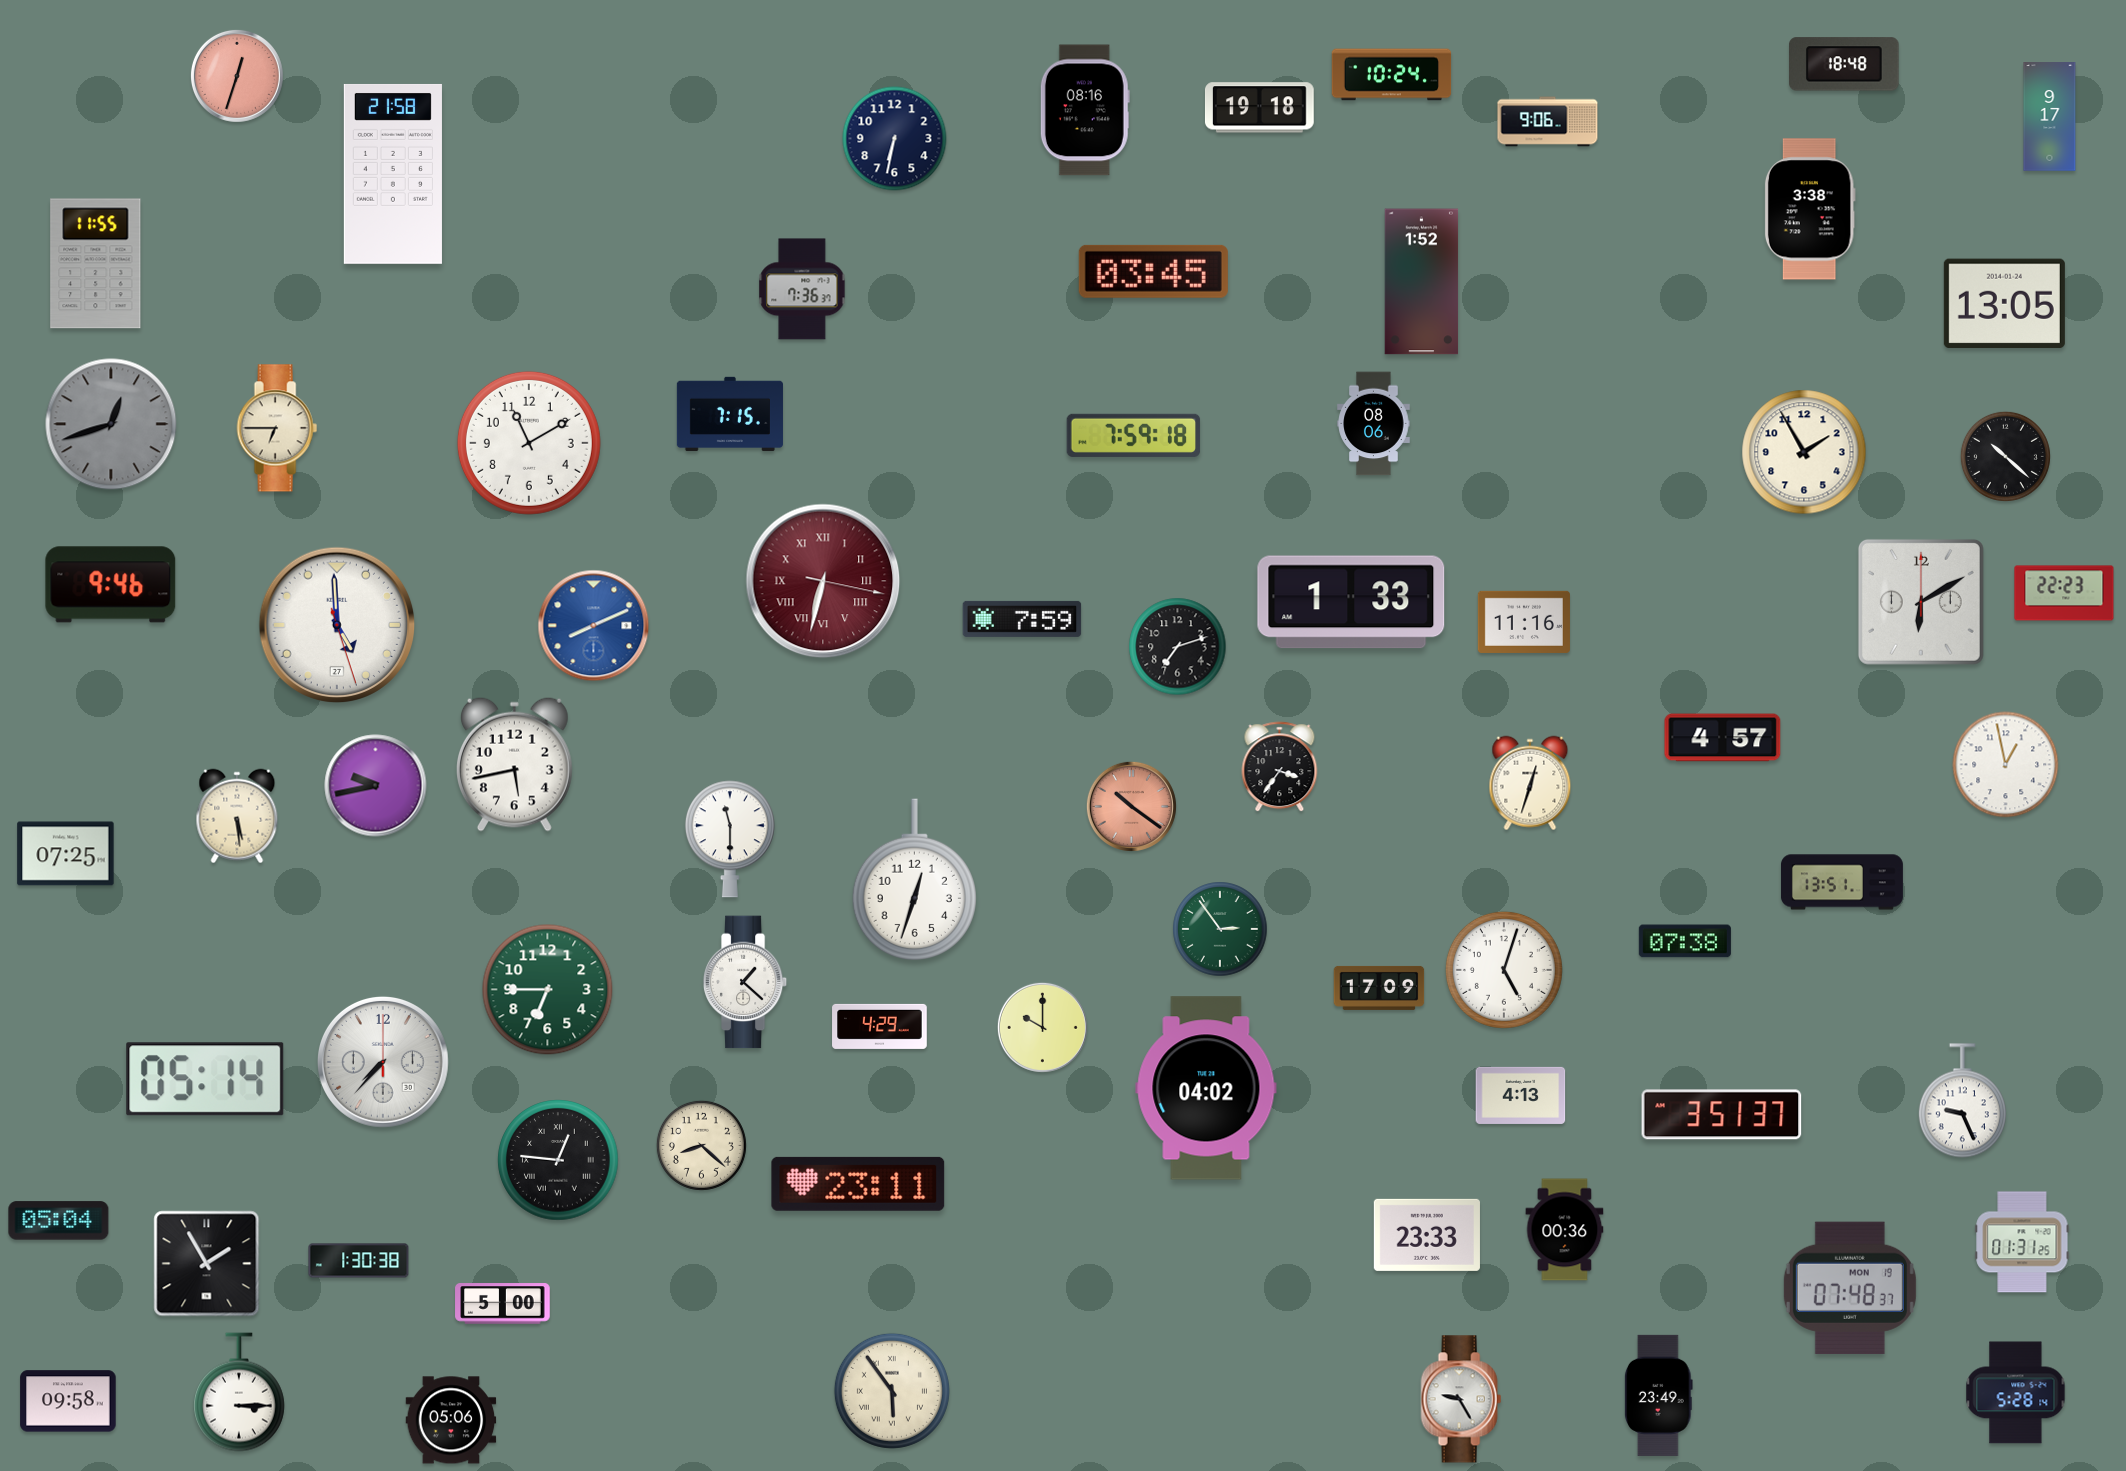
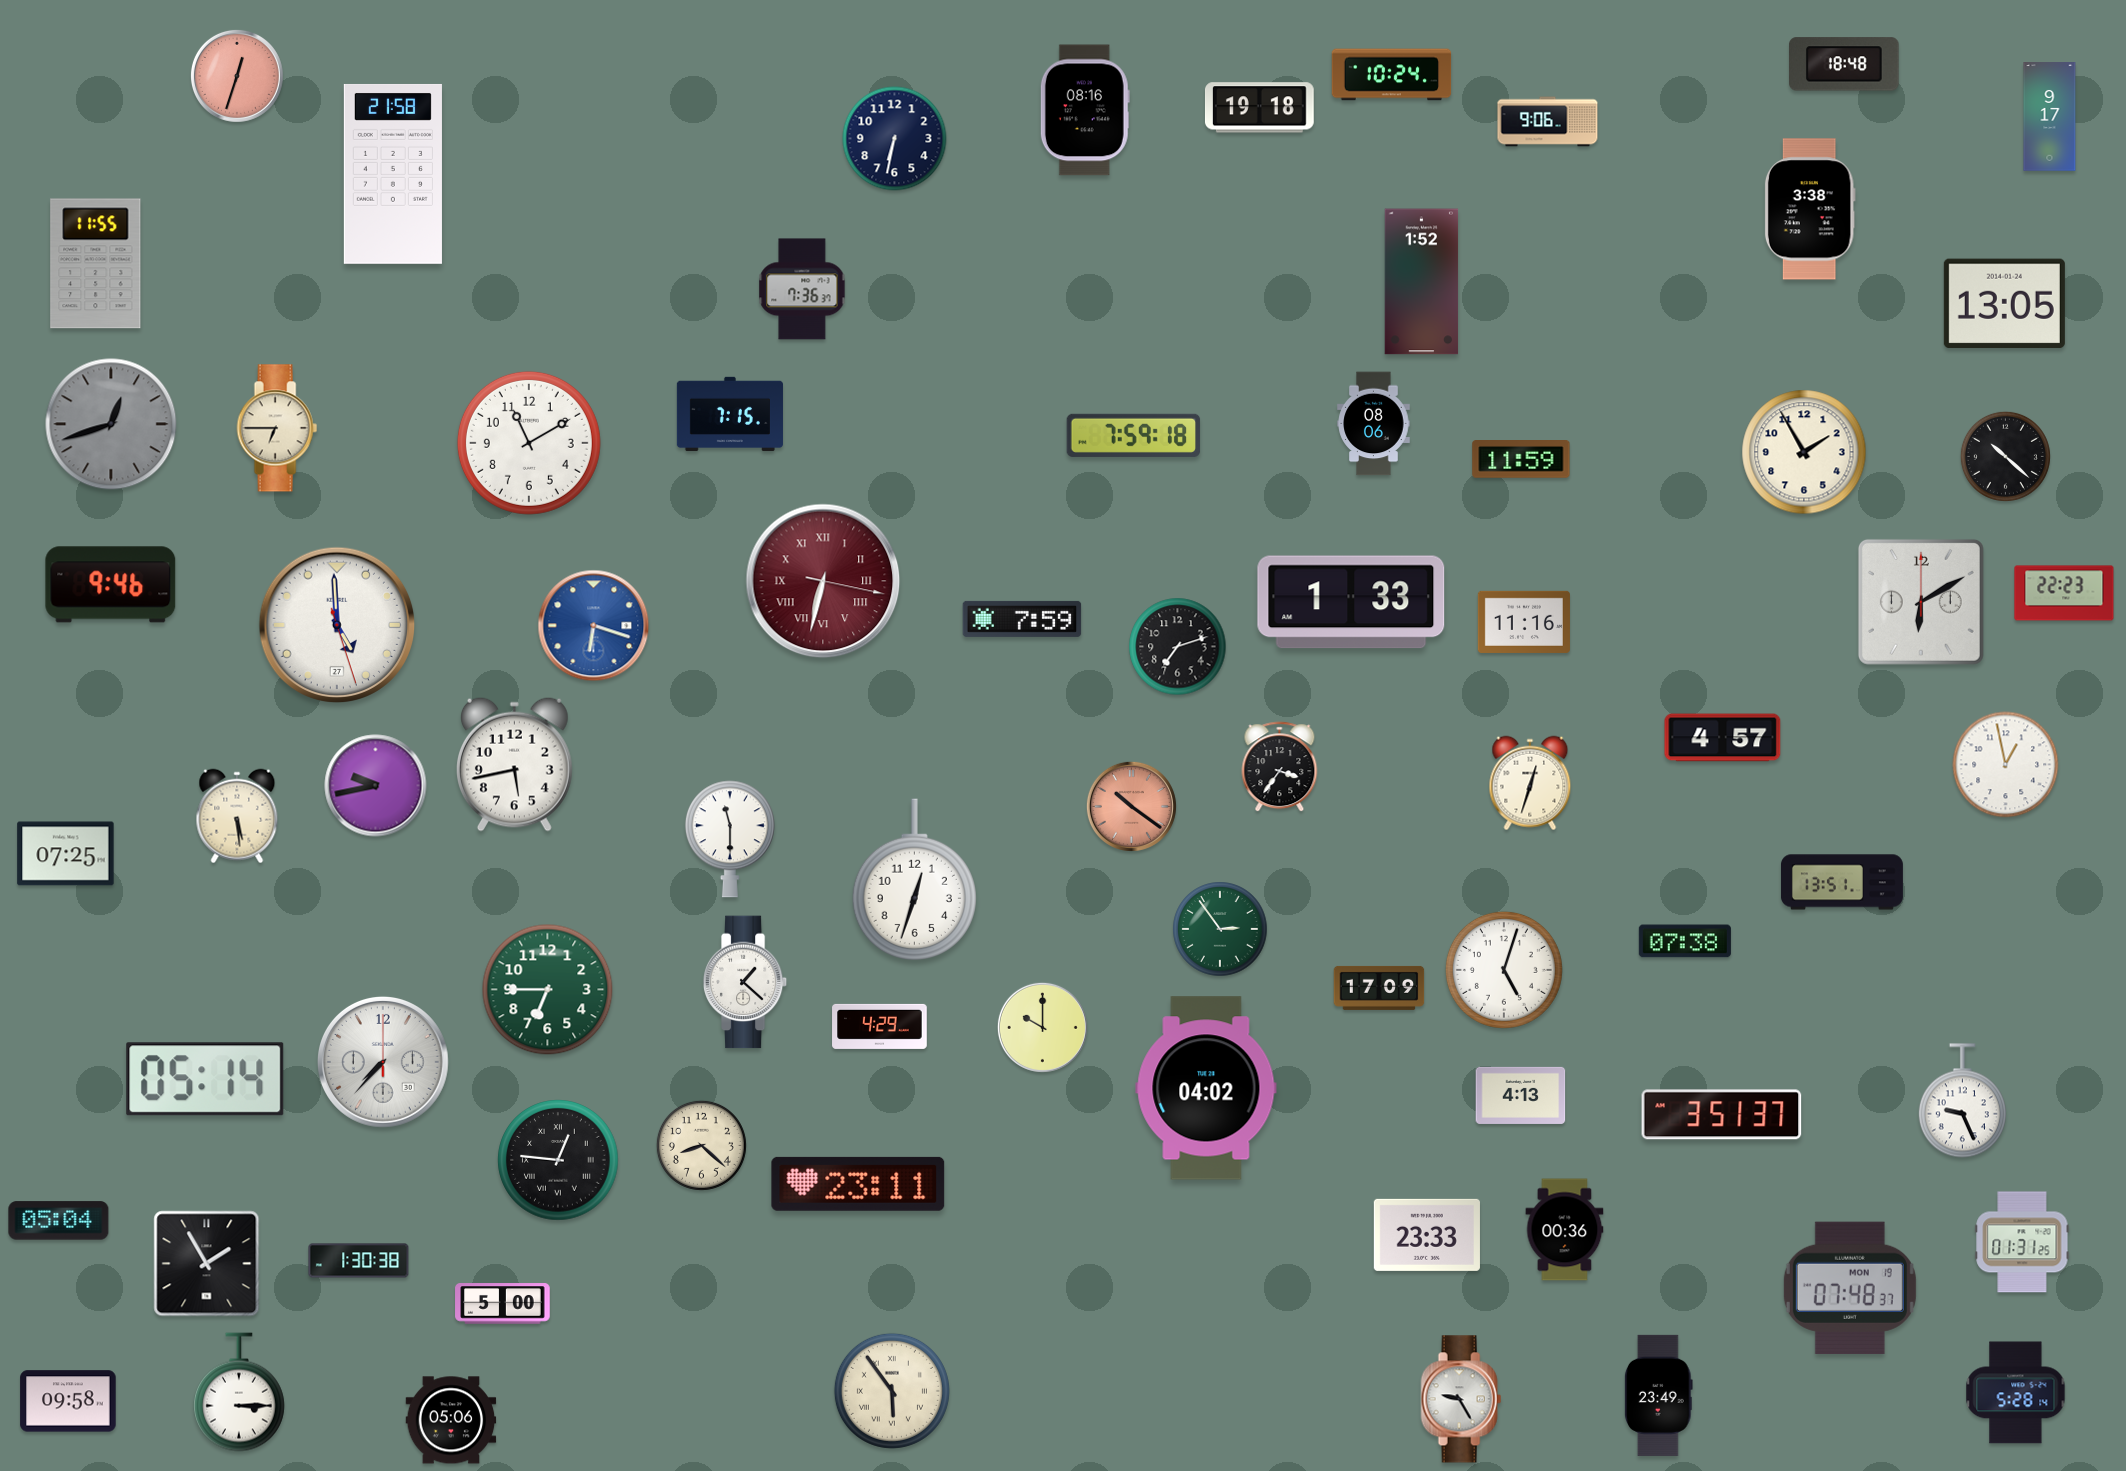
clock at (1153, 271): 03:45 -> none
clock at (1521, 460): none -> 11:59
clock at (594, 626): 8:11 -> 6:18
